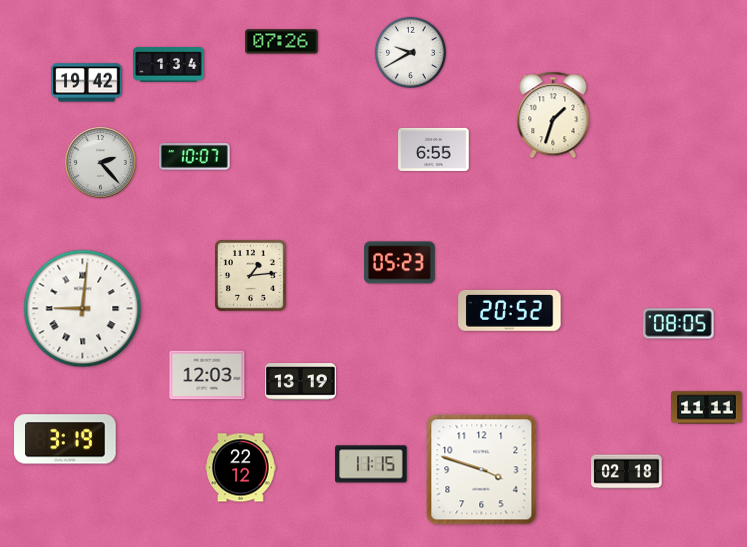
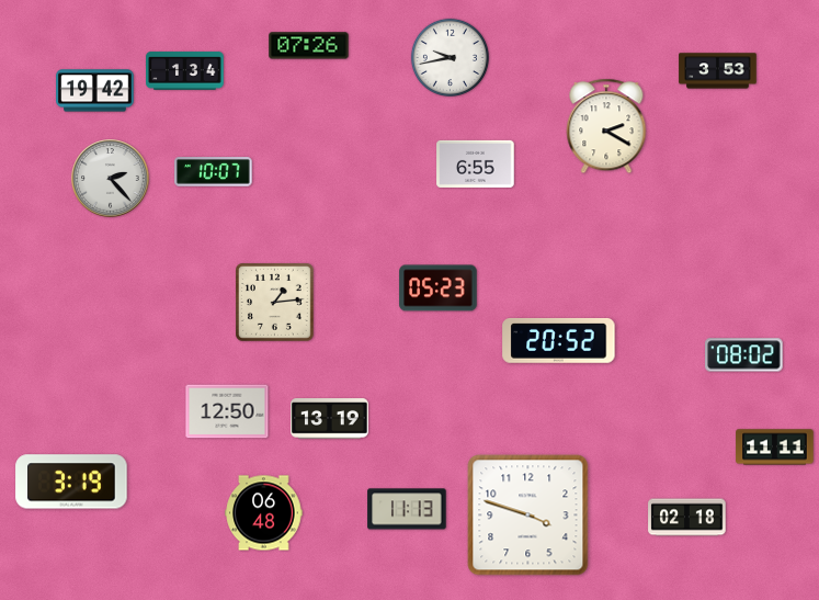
clock at (410, 52): 9:40 -> 9:43
clock at (718, 71): none -> 3:53
clock at (553, 115): 1:33 -> 2:20
clock at (83, 309): 9:01 -> none
clock at (679, 324): 08:05 -> 08:02
clock at (207, 375): 12:03 -> 12:50
clock at (371, 464): 11:15 -> 11:13
clock at (241, 468): 22:12 -> 06:48
